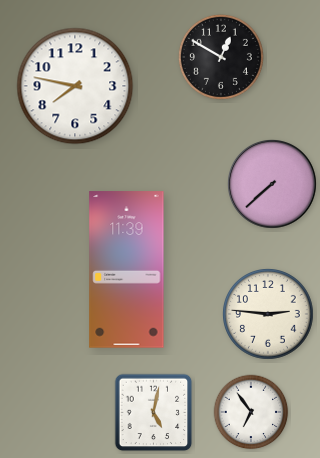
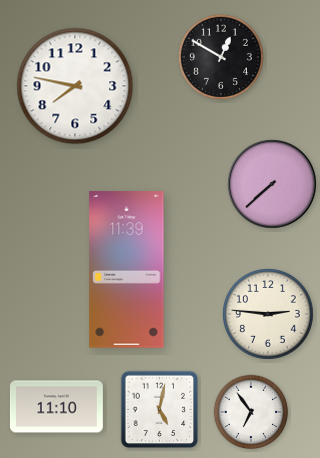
clock at (56, 407): none -> 11:10
clock at (154, 413) position: (154, 413) -> (160, 410)
